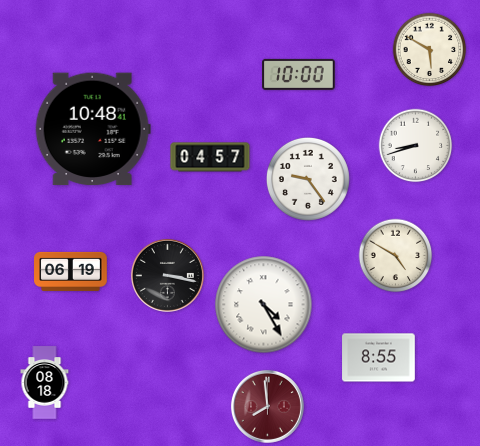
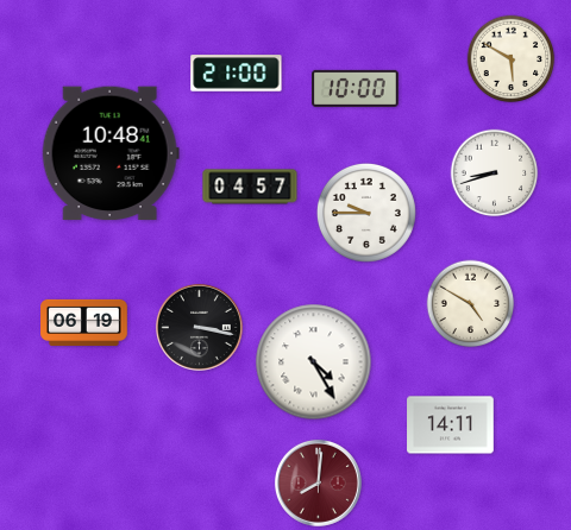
clock at (237, 74): none -> 21:00
clock at (308, 179): 9:24 -> 9:45
clock at (379, 358): 8:55 -> 14:11
clock at (45, 383): 08:18 -> none
clock at (267, 406): 7:59 -> 8:01
